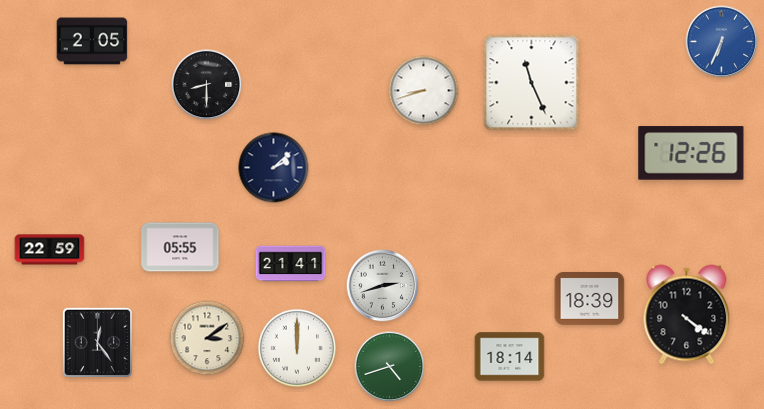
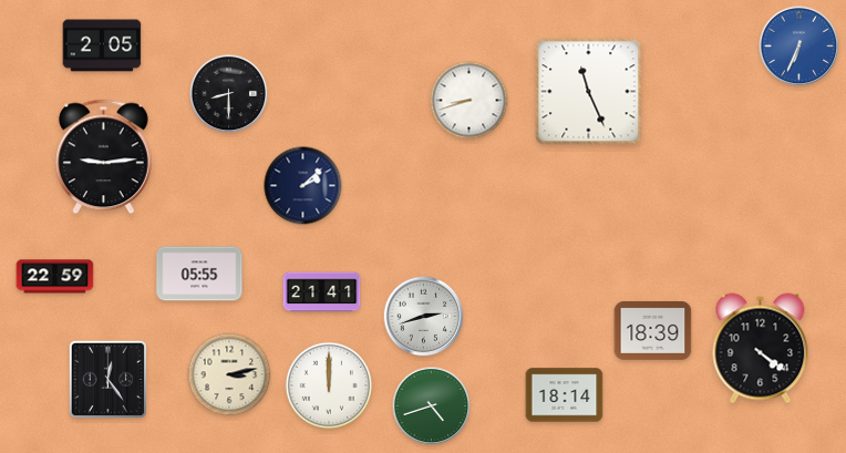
clock at (103, 157): none -> 9:14
clock at (691, 153): 12:26 -> none
clock at (207, 338): 3:09 -> 3:13
